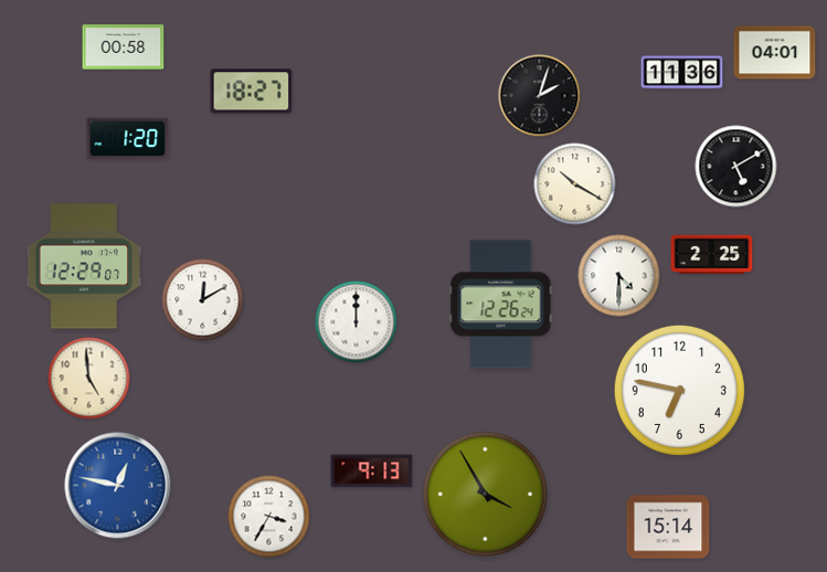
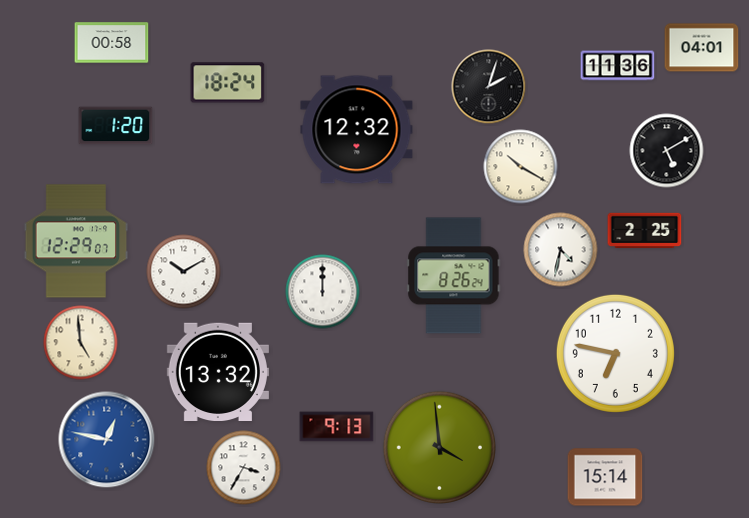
clock at (252, 92): 18:27 -> 18:24
clock at (357, 130): none -> 12:32
clock at (619, 276): 4:30 -> 4:32
clock at (203, 300): 12:10 -> 10:10
clock at (501, 305): 12:26 -> 8:26
clock at (218, 371): none -> 13:32
clock at (485, 494): 3:55 -> 3:59
